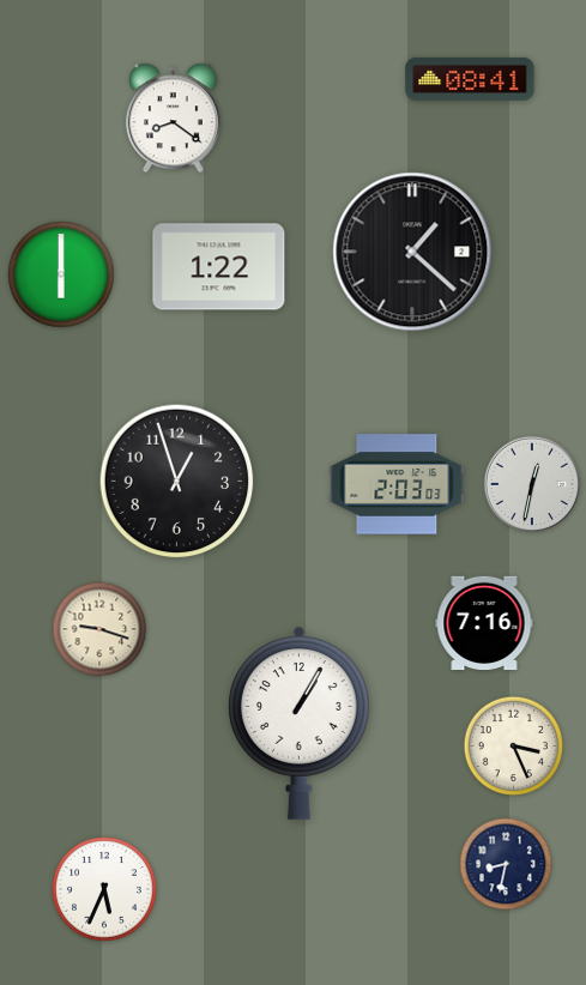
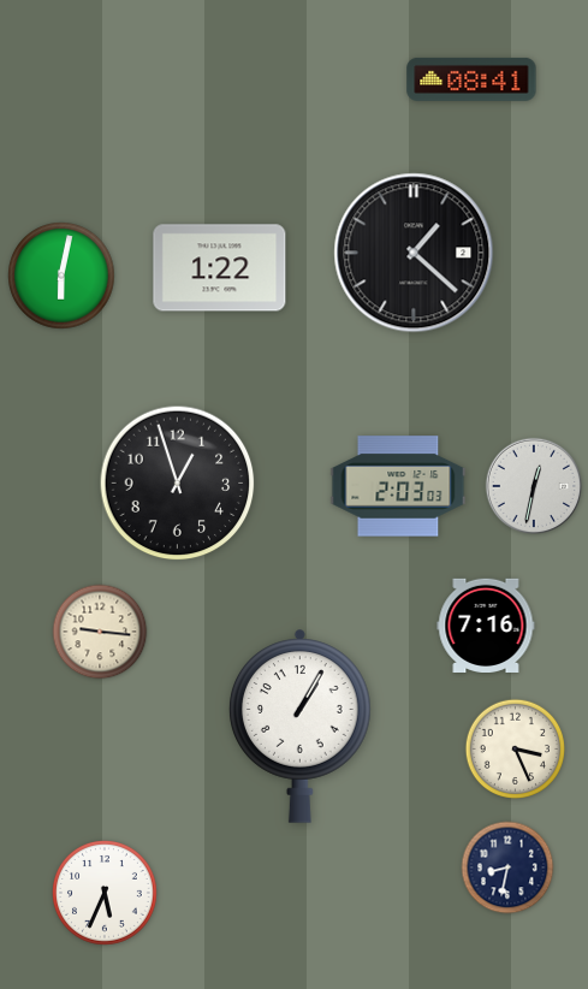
clock at (173, 119): 8:21 -> none
clock at (61, 274): 6:00 -> 6:02
clock at (99, 629): 9:18 -> 9:16
